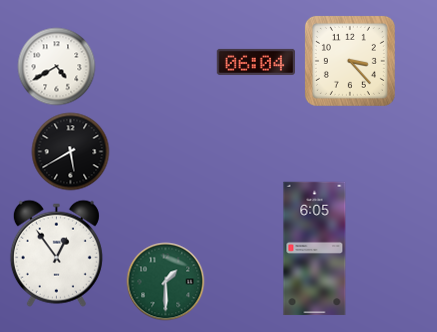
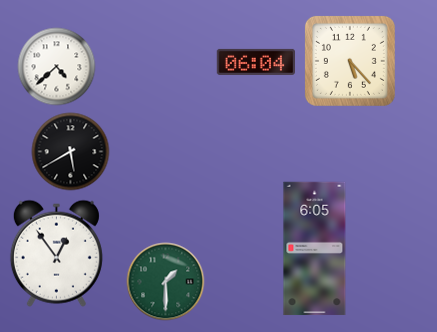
clock at (350, 61): 3:23 -> 5:23
clock at (56, 66): 4:40 -> 4:38
